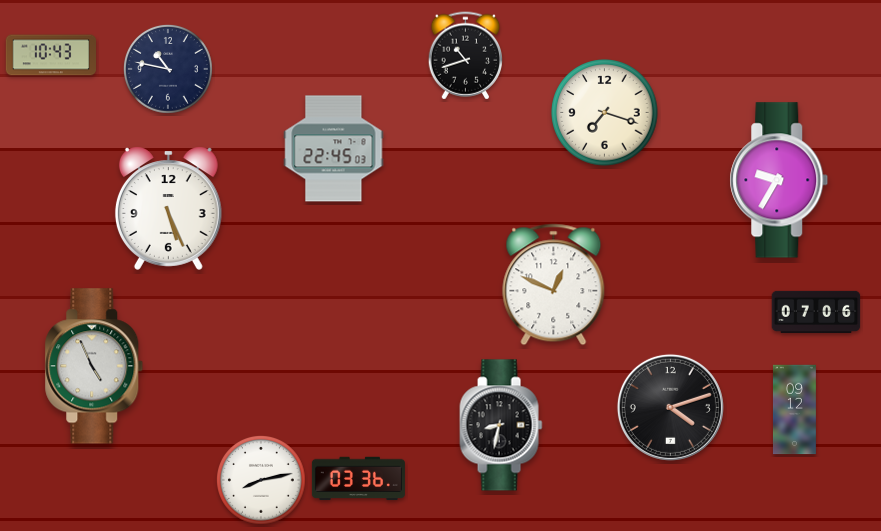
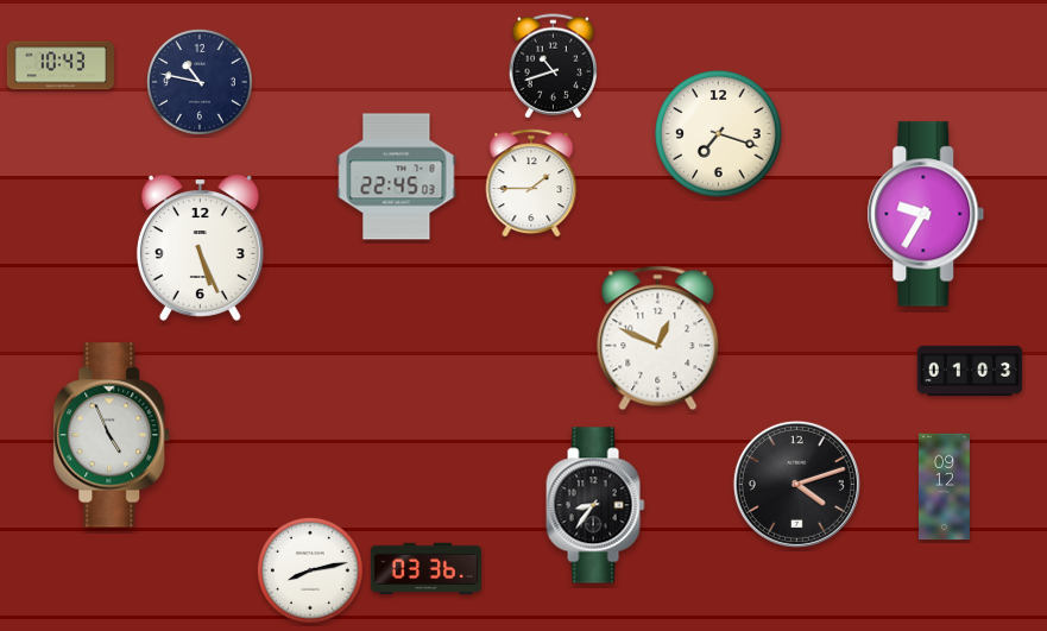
clock at (531, 183): none -> 1:45
clock at (816, 312): 07:06 -> 01:03
clock at (501, 425): 8:32 -> 8:36
